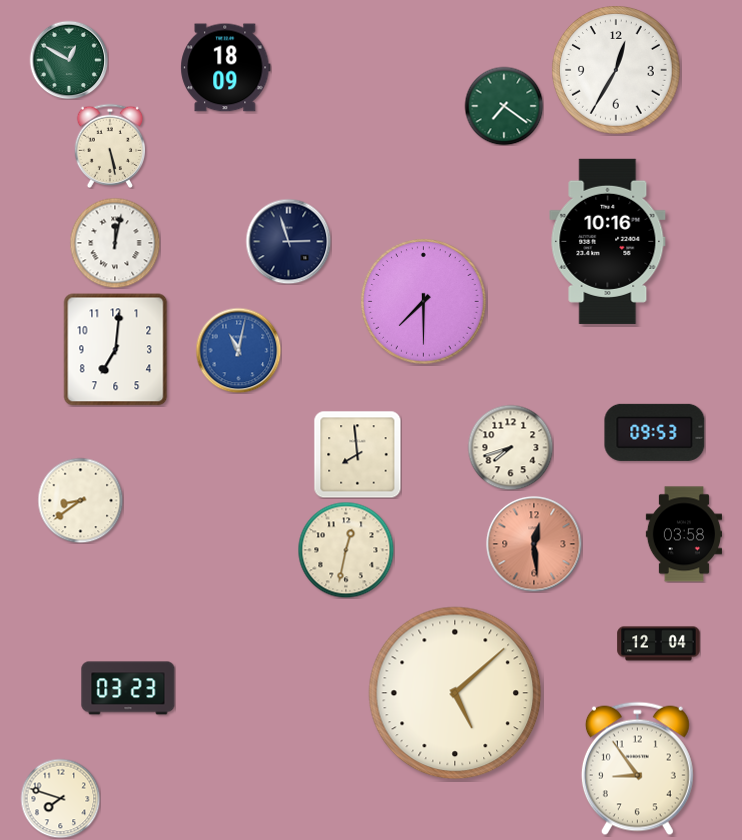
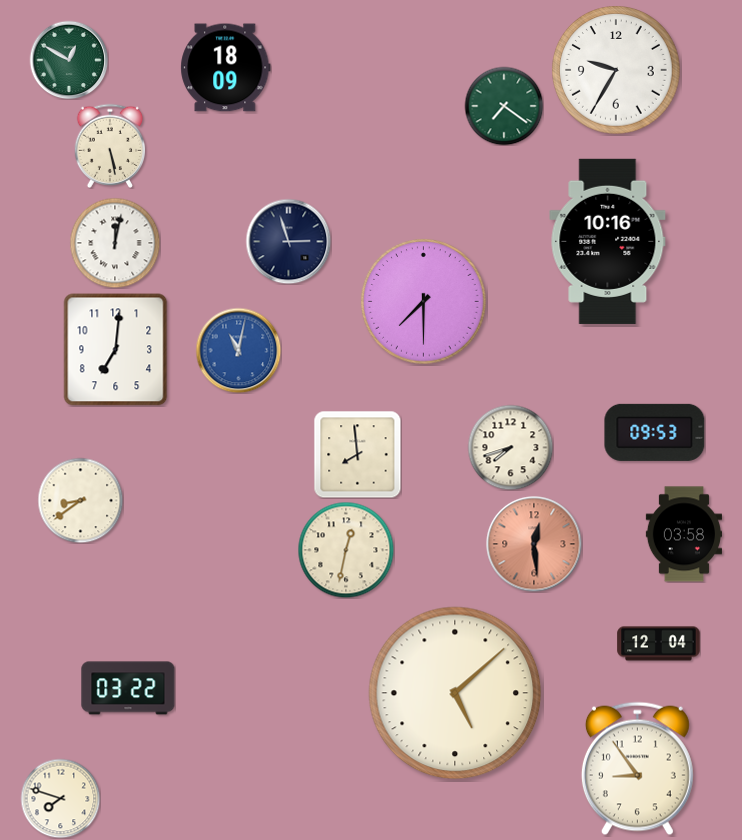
clock at (616, 70): 12:35 -> 9:35
clock at (128, 688): 03:23 -> 03:22
